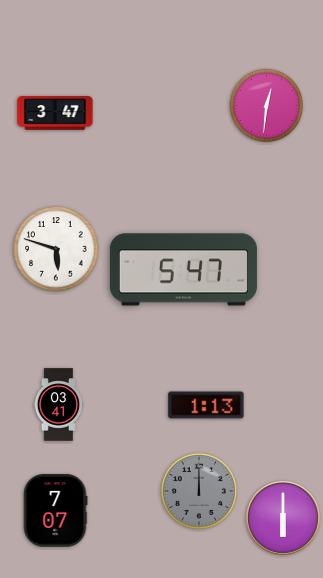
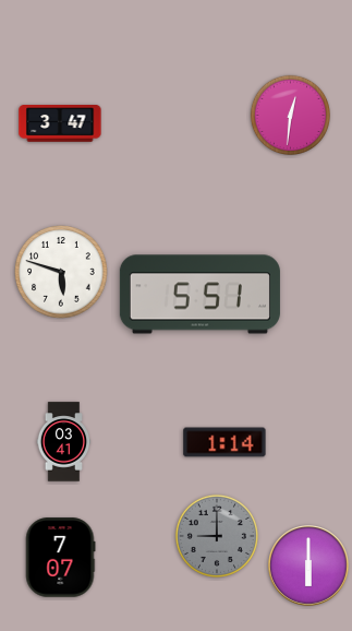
clock at (183, 270): 5:47 -> 5:51
clock at (206, 405): 1:13 -> 1:14
clock at (199, 491): 12:00 -> 9:00
